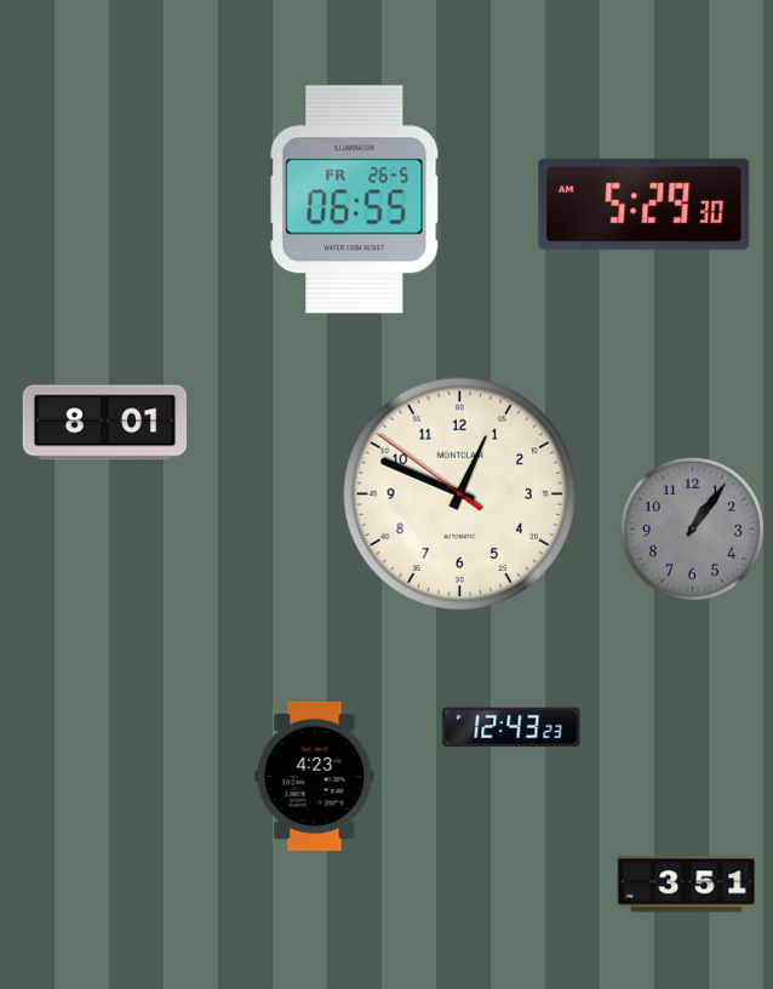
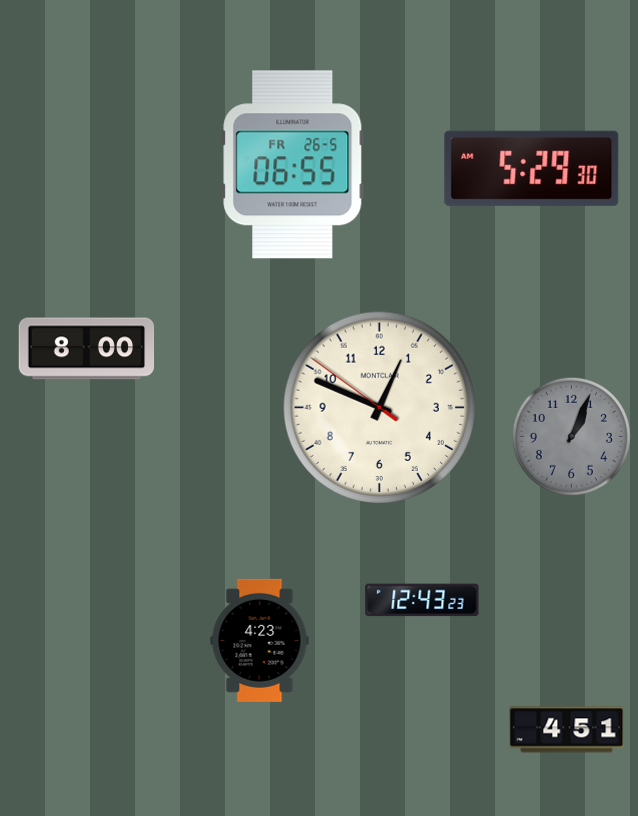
clock at (105, 423): 8:01 -> 8:00
clock at (692, 528): 1:06 -> 1:04
clock at (687, 885): 3:51 -> 4:51
